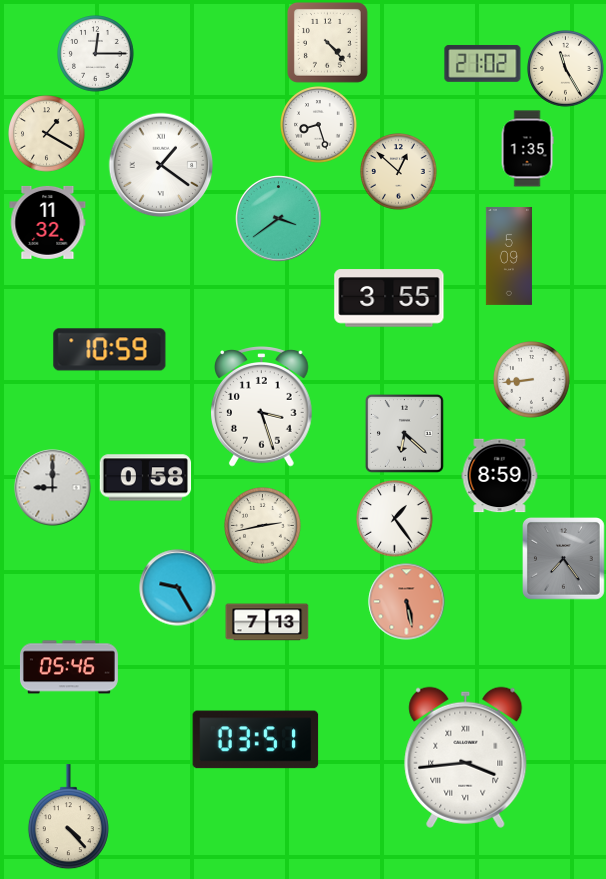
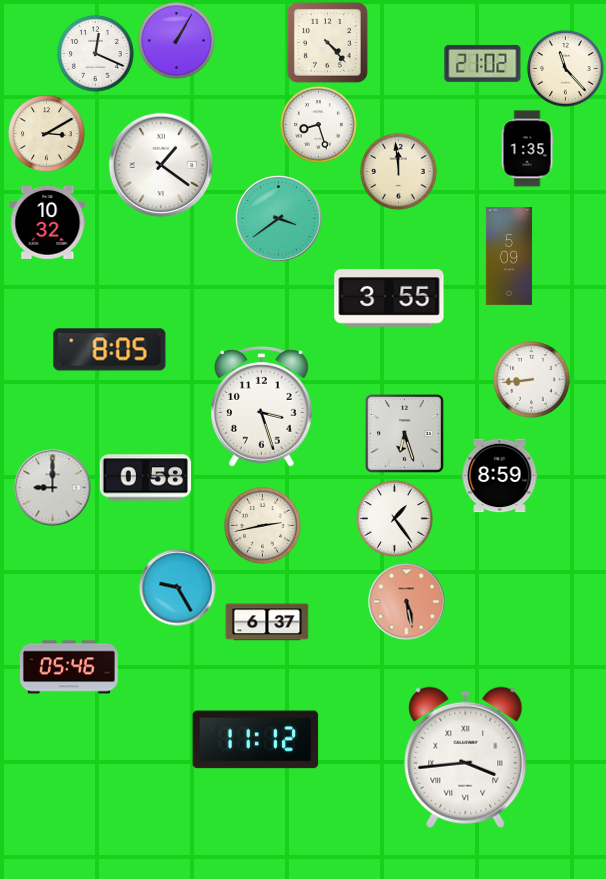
clock at (177, 41): none -> 1:05
clock at (96, 54): 12:15 -> 12:19
clock at (566, 69): 11:25 -> 11:23
clock at (47, 134): 1:20 -> 3:10
clock at (399, 172): 12:52 -> 11:59
clock at (48, 222): 11:32 -> 10:32
clock at (110, 350): 10:59 -> 8:05
clock at (405, 434): 6:22 -> 6:27
clock at (564, 559): 7:24 -> none
clock at (267, 622): 7:13 -> 6:37
clock at (256, 740): 03:51 -> 11:12
clock at (68, 817): 4:23 -> none
